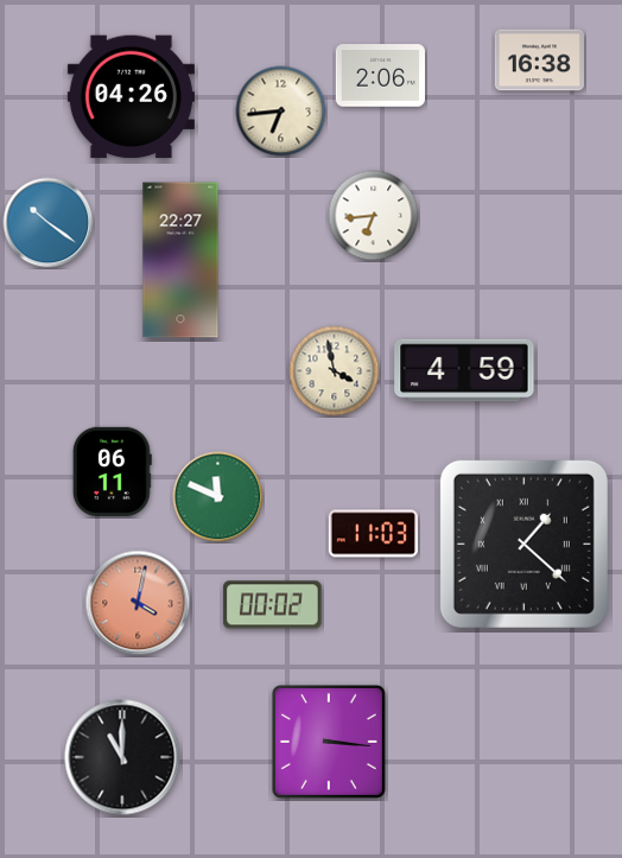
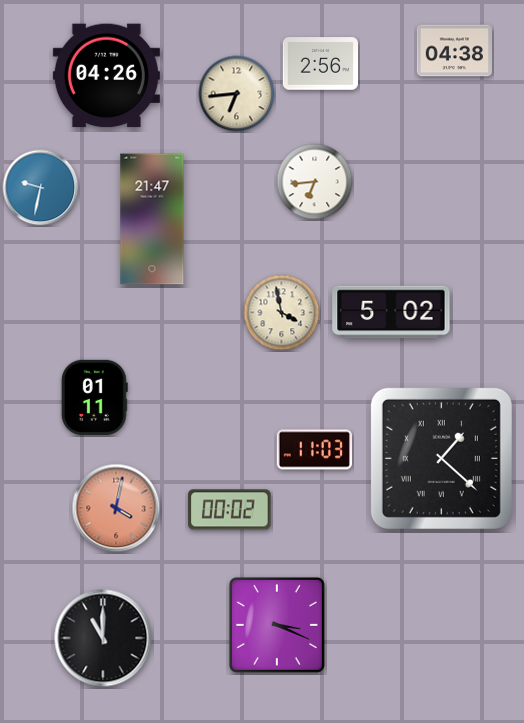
clock at (539, 61): 16:38 -> 04:38
clock at (380, 76): 2:06 -> 2:56
clock at (131, 97) position: (131, 97) -> (106, 76)
clock at (49, 223): 10:21 -> 9:32
clock at (180, 260): 22:27 -> 21:47
clock at (464, 370): 4:59 -> 5:02
clock at (112, 471): 06:11 -> 01:11
clock at (218, 497): 11:49 -> none
clock at (329, 742): 3:16 -> 3:19
